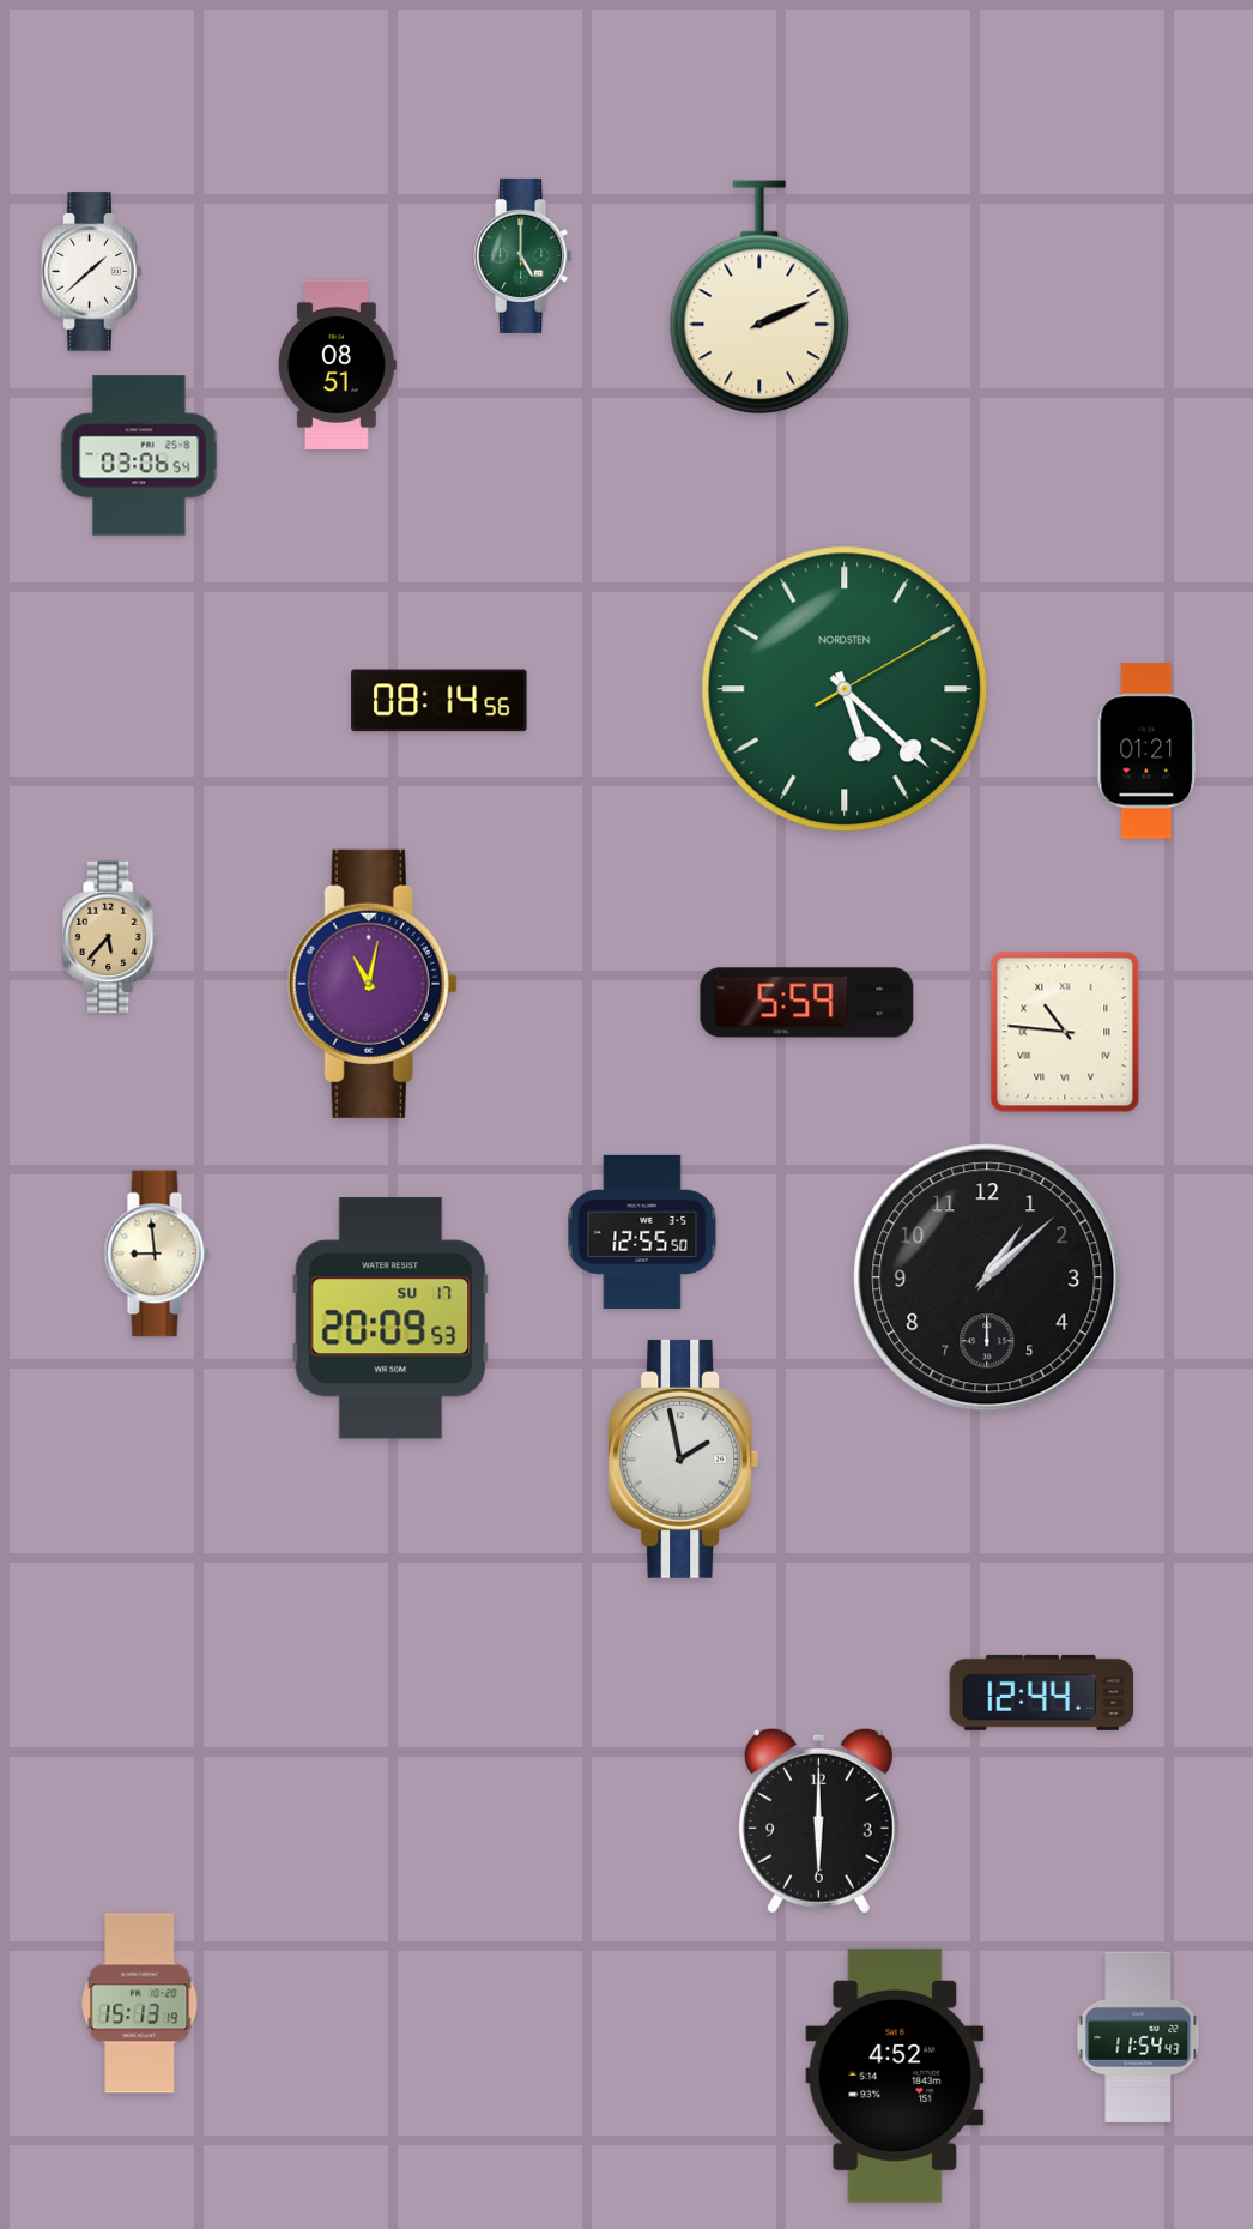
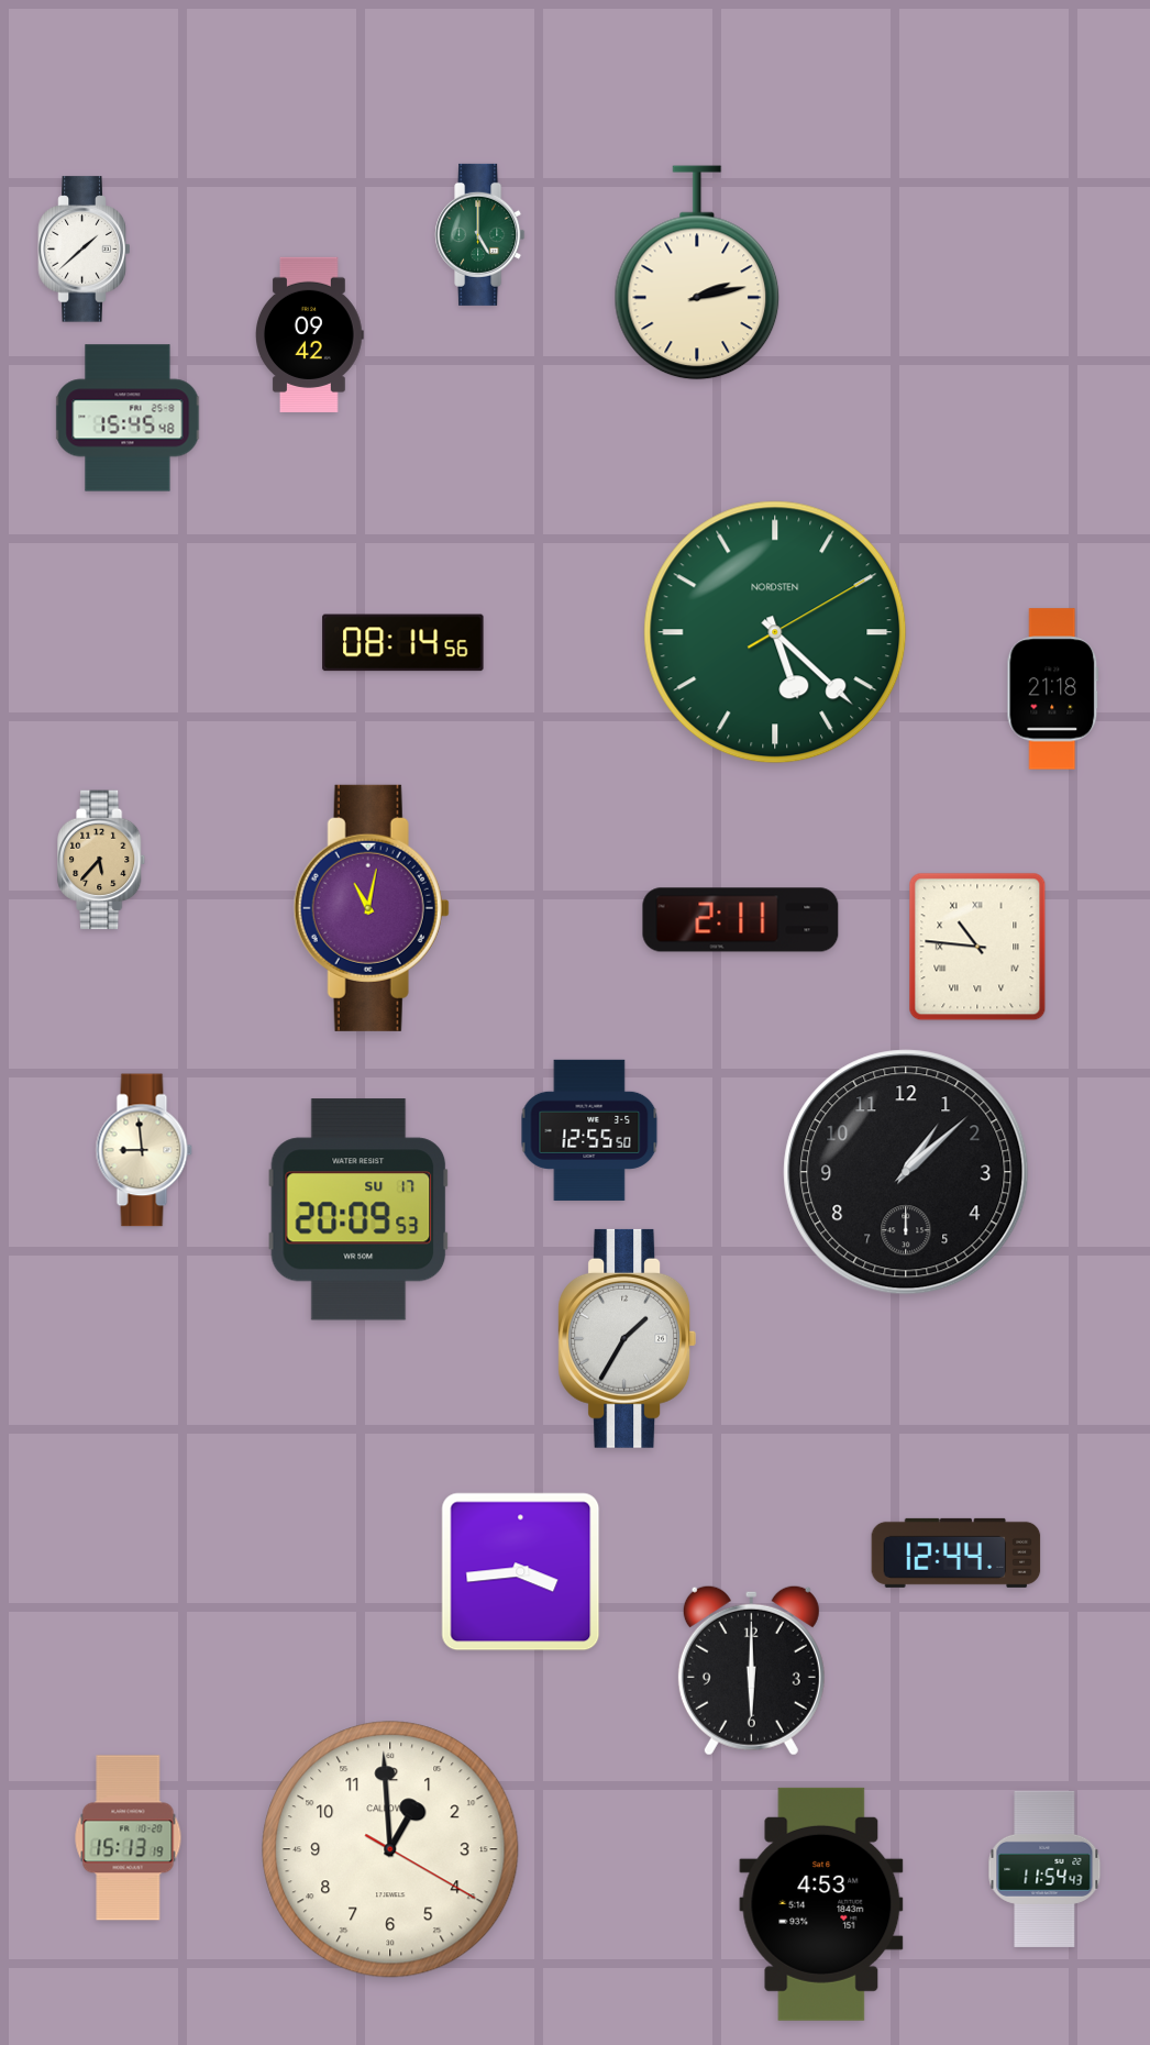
clock at (759, 297): 2:11 -> 2:13
clock at (338, 364): 08:51 -> 09:42
clock at (139, 455): 03:06 -> 15:45
clock at (1148, 751): 01:21 -> 21:18
clock at (373, 984) position: (373, 984) -> (372, 908)
clock at (807, 1003): 5:59 -> 2:11
clock at (683, 1458): 1:58 -> 1:35
clock at (521, 1572): none -> 3:44
clock at (390, 1849): none -> 12:59
clock at (895, 2076): 4:52 -> 4:53
